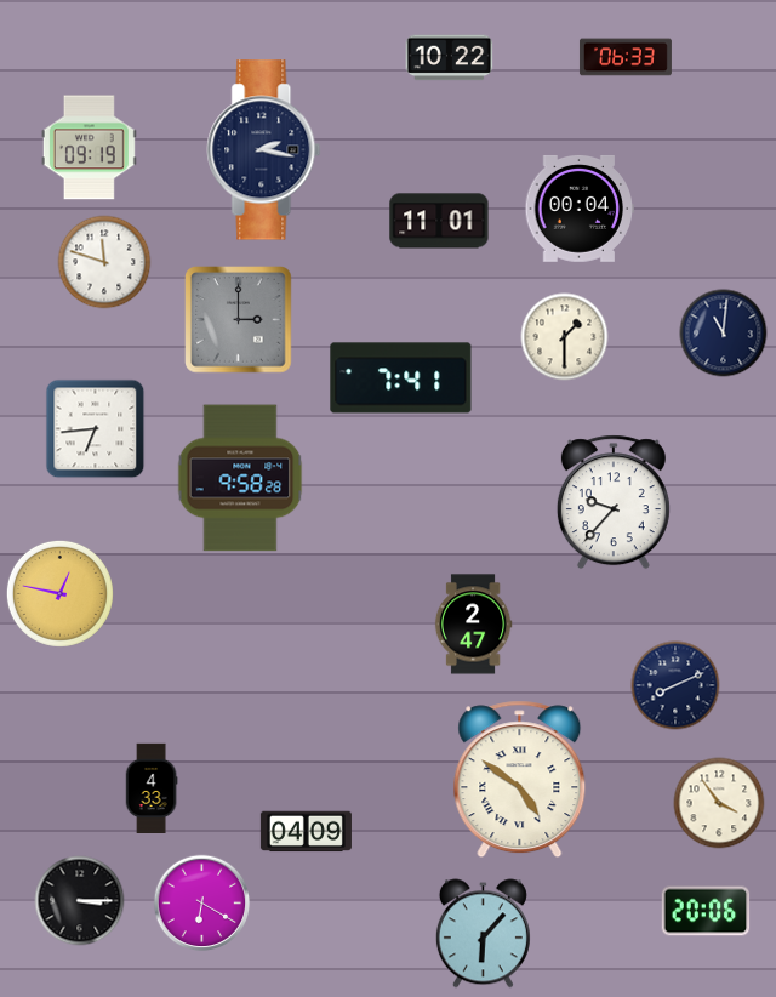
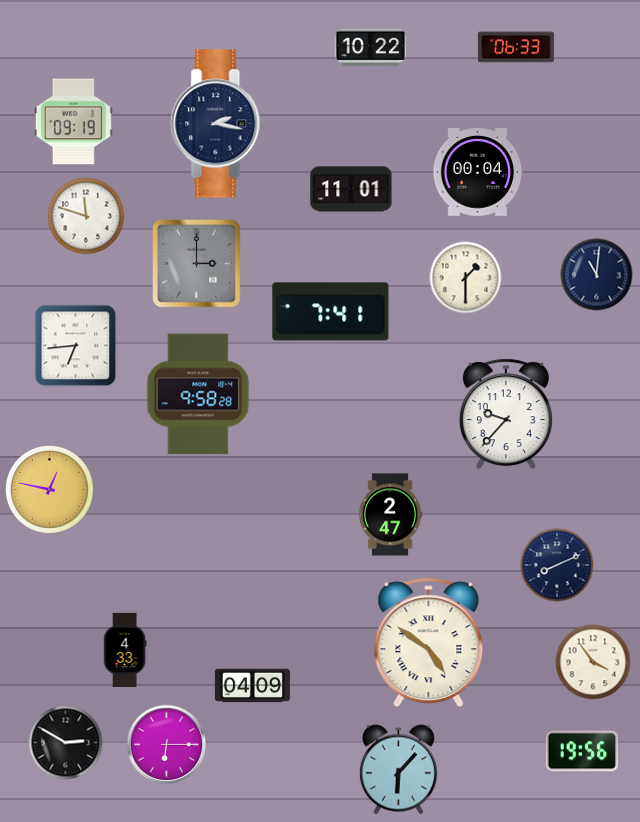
clock at (439, 221) position: (439, 221) -> (351, 189)
clock at (96, 429) position: (96, 429) -> (76, 346)
clock at (80, 901): 3:15 -> 2:50
clock at (202, 904): 6:20 -> 6:15
clock at (706, 911): 20:06 -> 19:56
